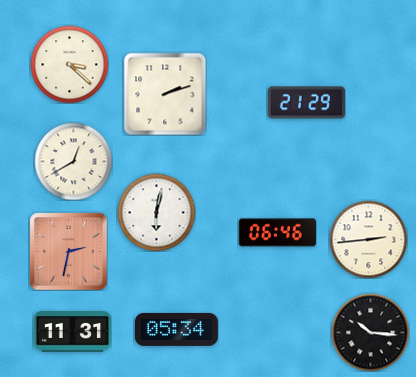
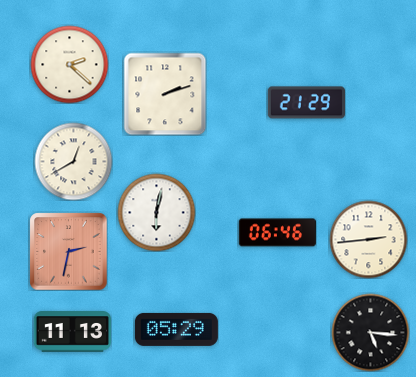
clock at (69, 64): 3:22 -> 2:22
clock at (176, 329): 05:34 -> 05:29
clock at (72, 332): 11:31 -> 11:13
clock at (370, 332): 10:16 -> 5:16
